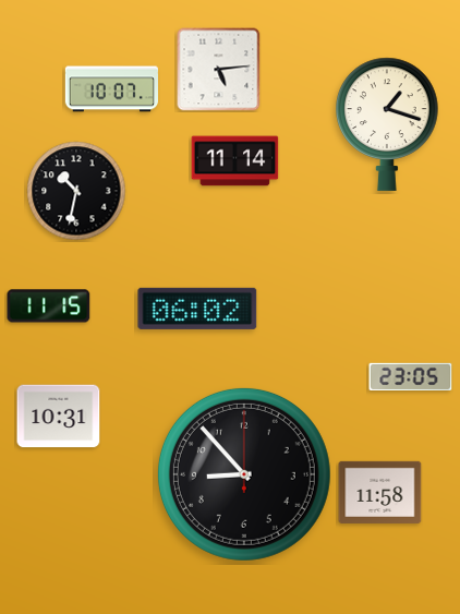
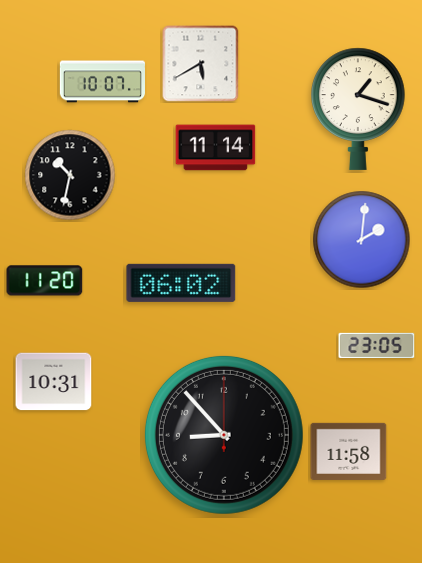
clock at (219, 70): 5:14 -> 5:40
clock at (388, 124) position: (388, 124) -> (359, 109)
clock at (362, 240): none -> 2:01
clock at (49, 306): 11:15 -> 11:20
